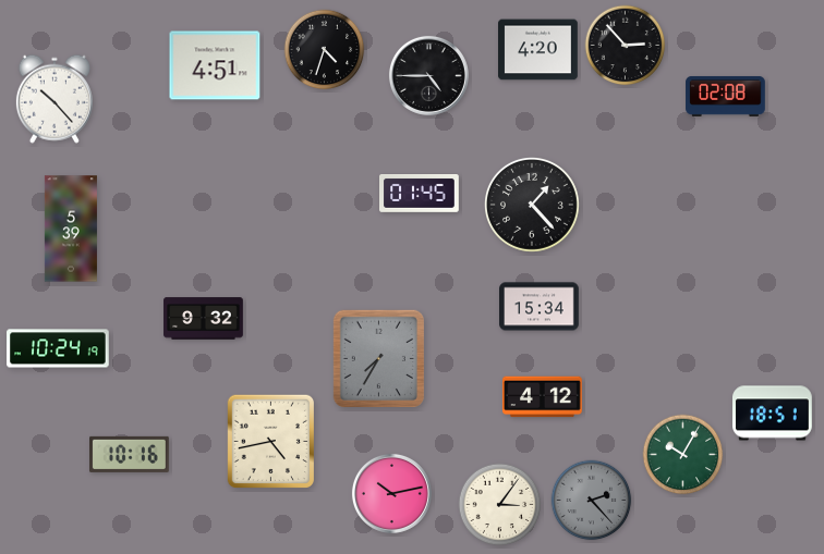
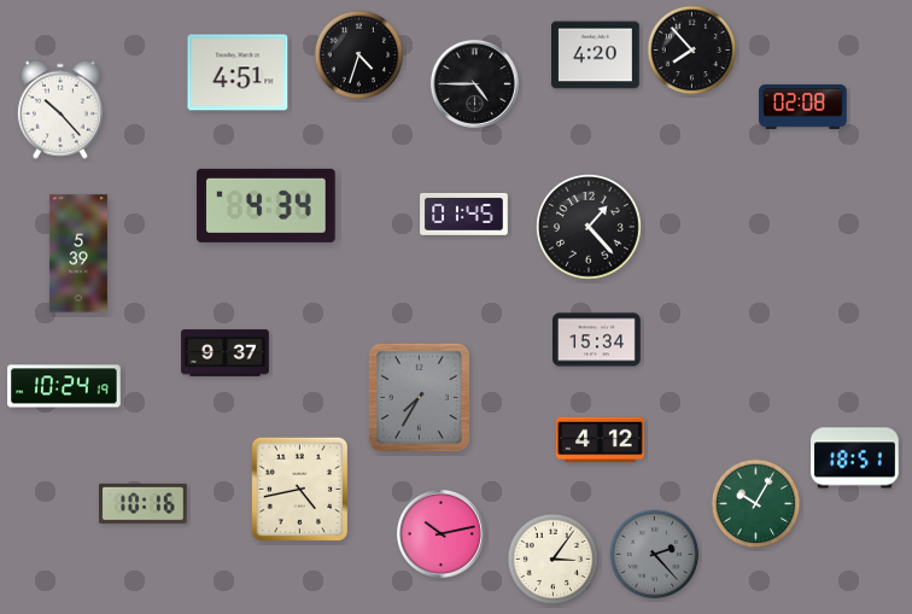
clock at (626, 46): 2:53 -> 7:53
clock at (267, 205): none -> 4:34
clock at (204, 319): 9:32 -> 9:37
clock at (391, 493) position: (391, 493) -> (440, 533)
